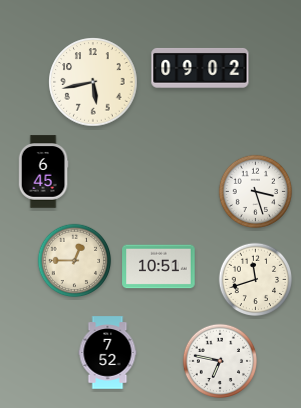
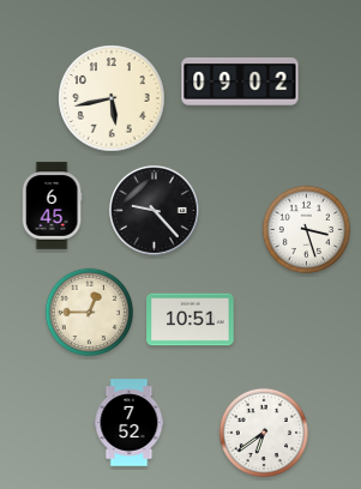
clock at (155, 211): none -> 9:23
clock at (256, 280): 11:42 -> none
clock at (219, 360): 6:47 -> 6:39
